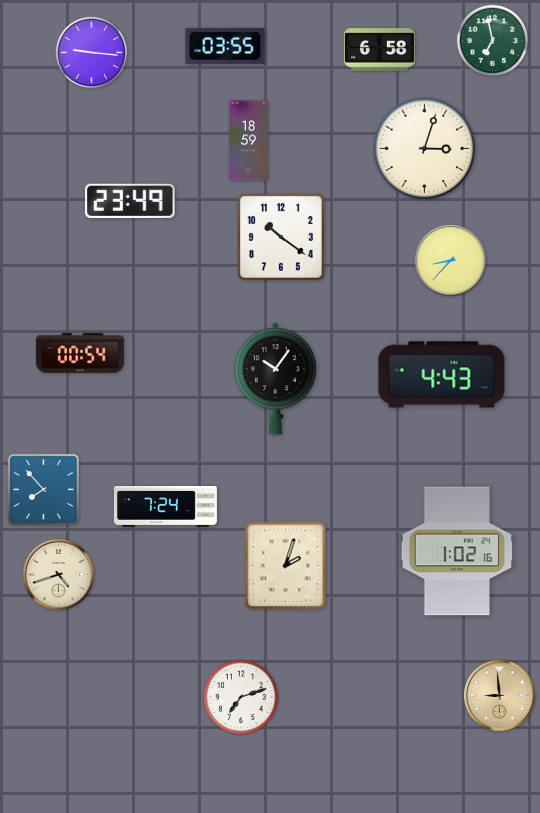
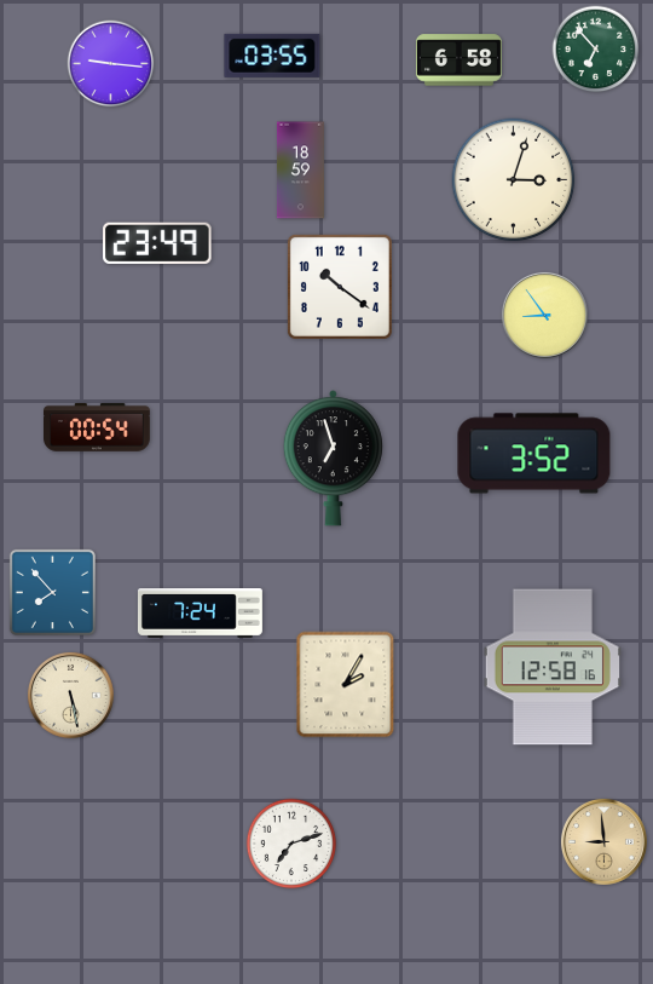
clock at (493, 41): 6:58 -> 6:53
clock at (450, 260): 8:37 -> 8:54
clock at (442, 375): 4:43 -> 3:52
clock at (275, 379): 10:06 -> 6:57
clock at (457, 551): 1:02 -> 12:58
clock at (286, 566): 2:03 -> 2:05
clock at (58, 574): 4:42 -> 5:28
